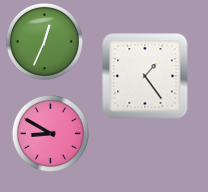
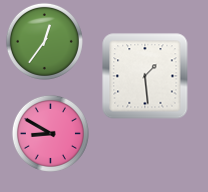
clock at (44, 41): 12:34 -> 12:36
clock at (145, 76): 1:24 -> 1:29
